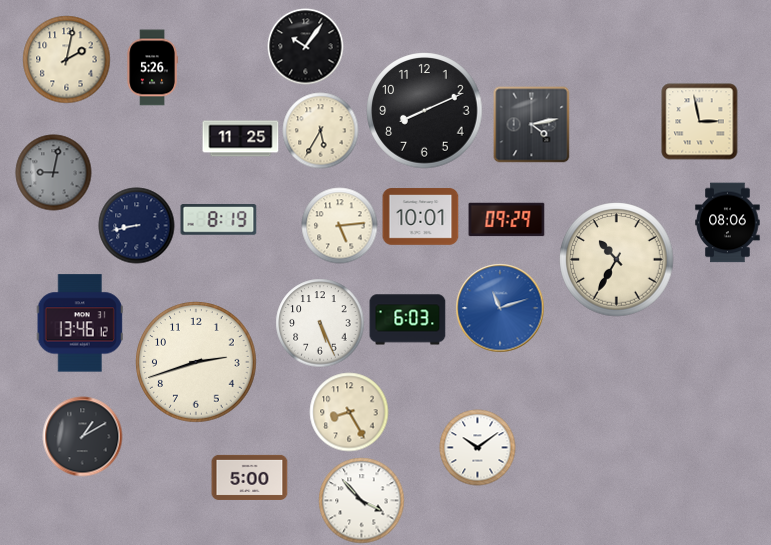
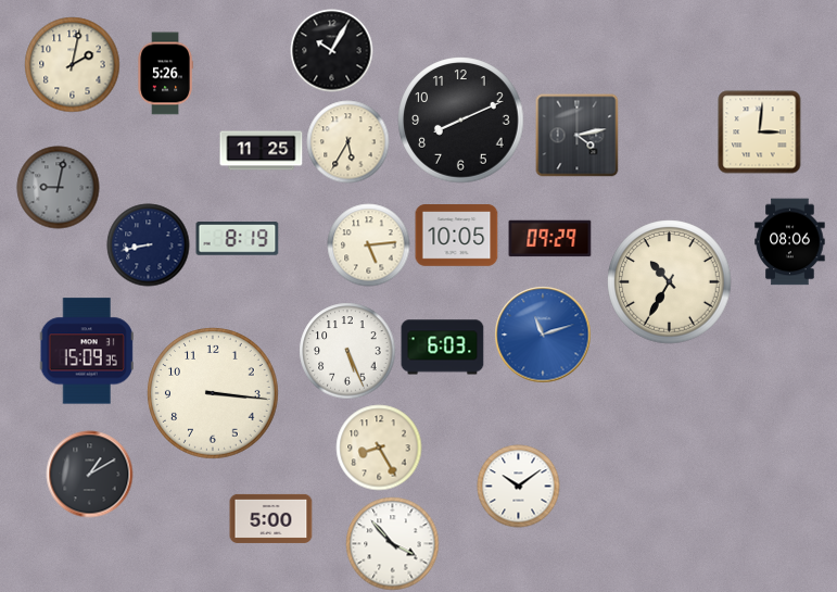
clock at (306, 47): 10:06 -> 10:05
clock at (700, 122): 2:58 -> 3:01
clock at (421, 217): 10:01 -> 10:05
clock at (80, 323): 13:46 -> 15:09
clock at (196, 362): 2:42 -> 3:16
